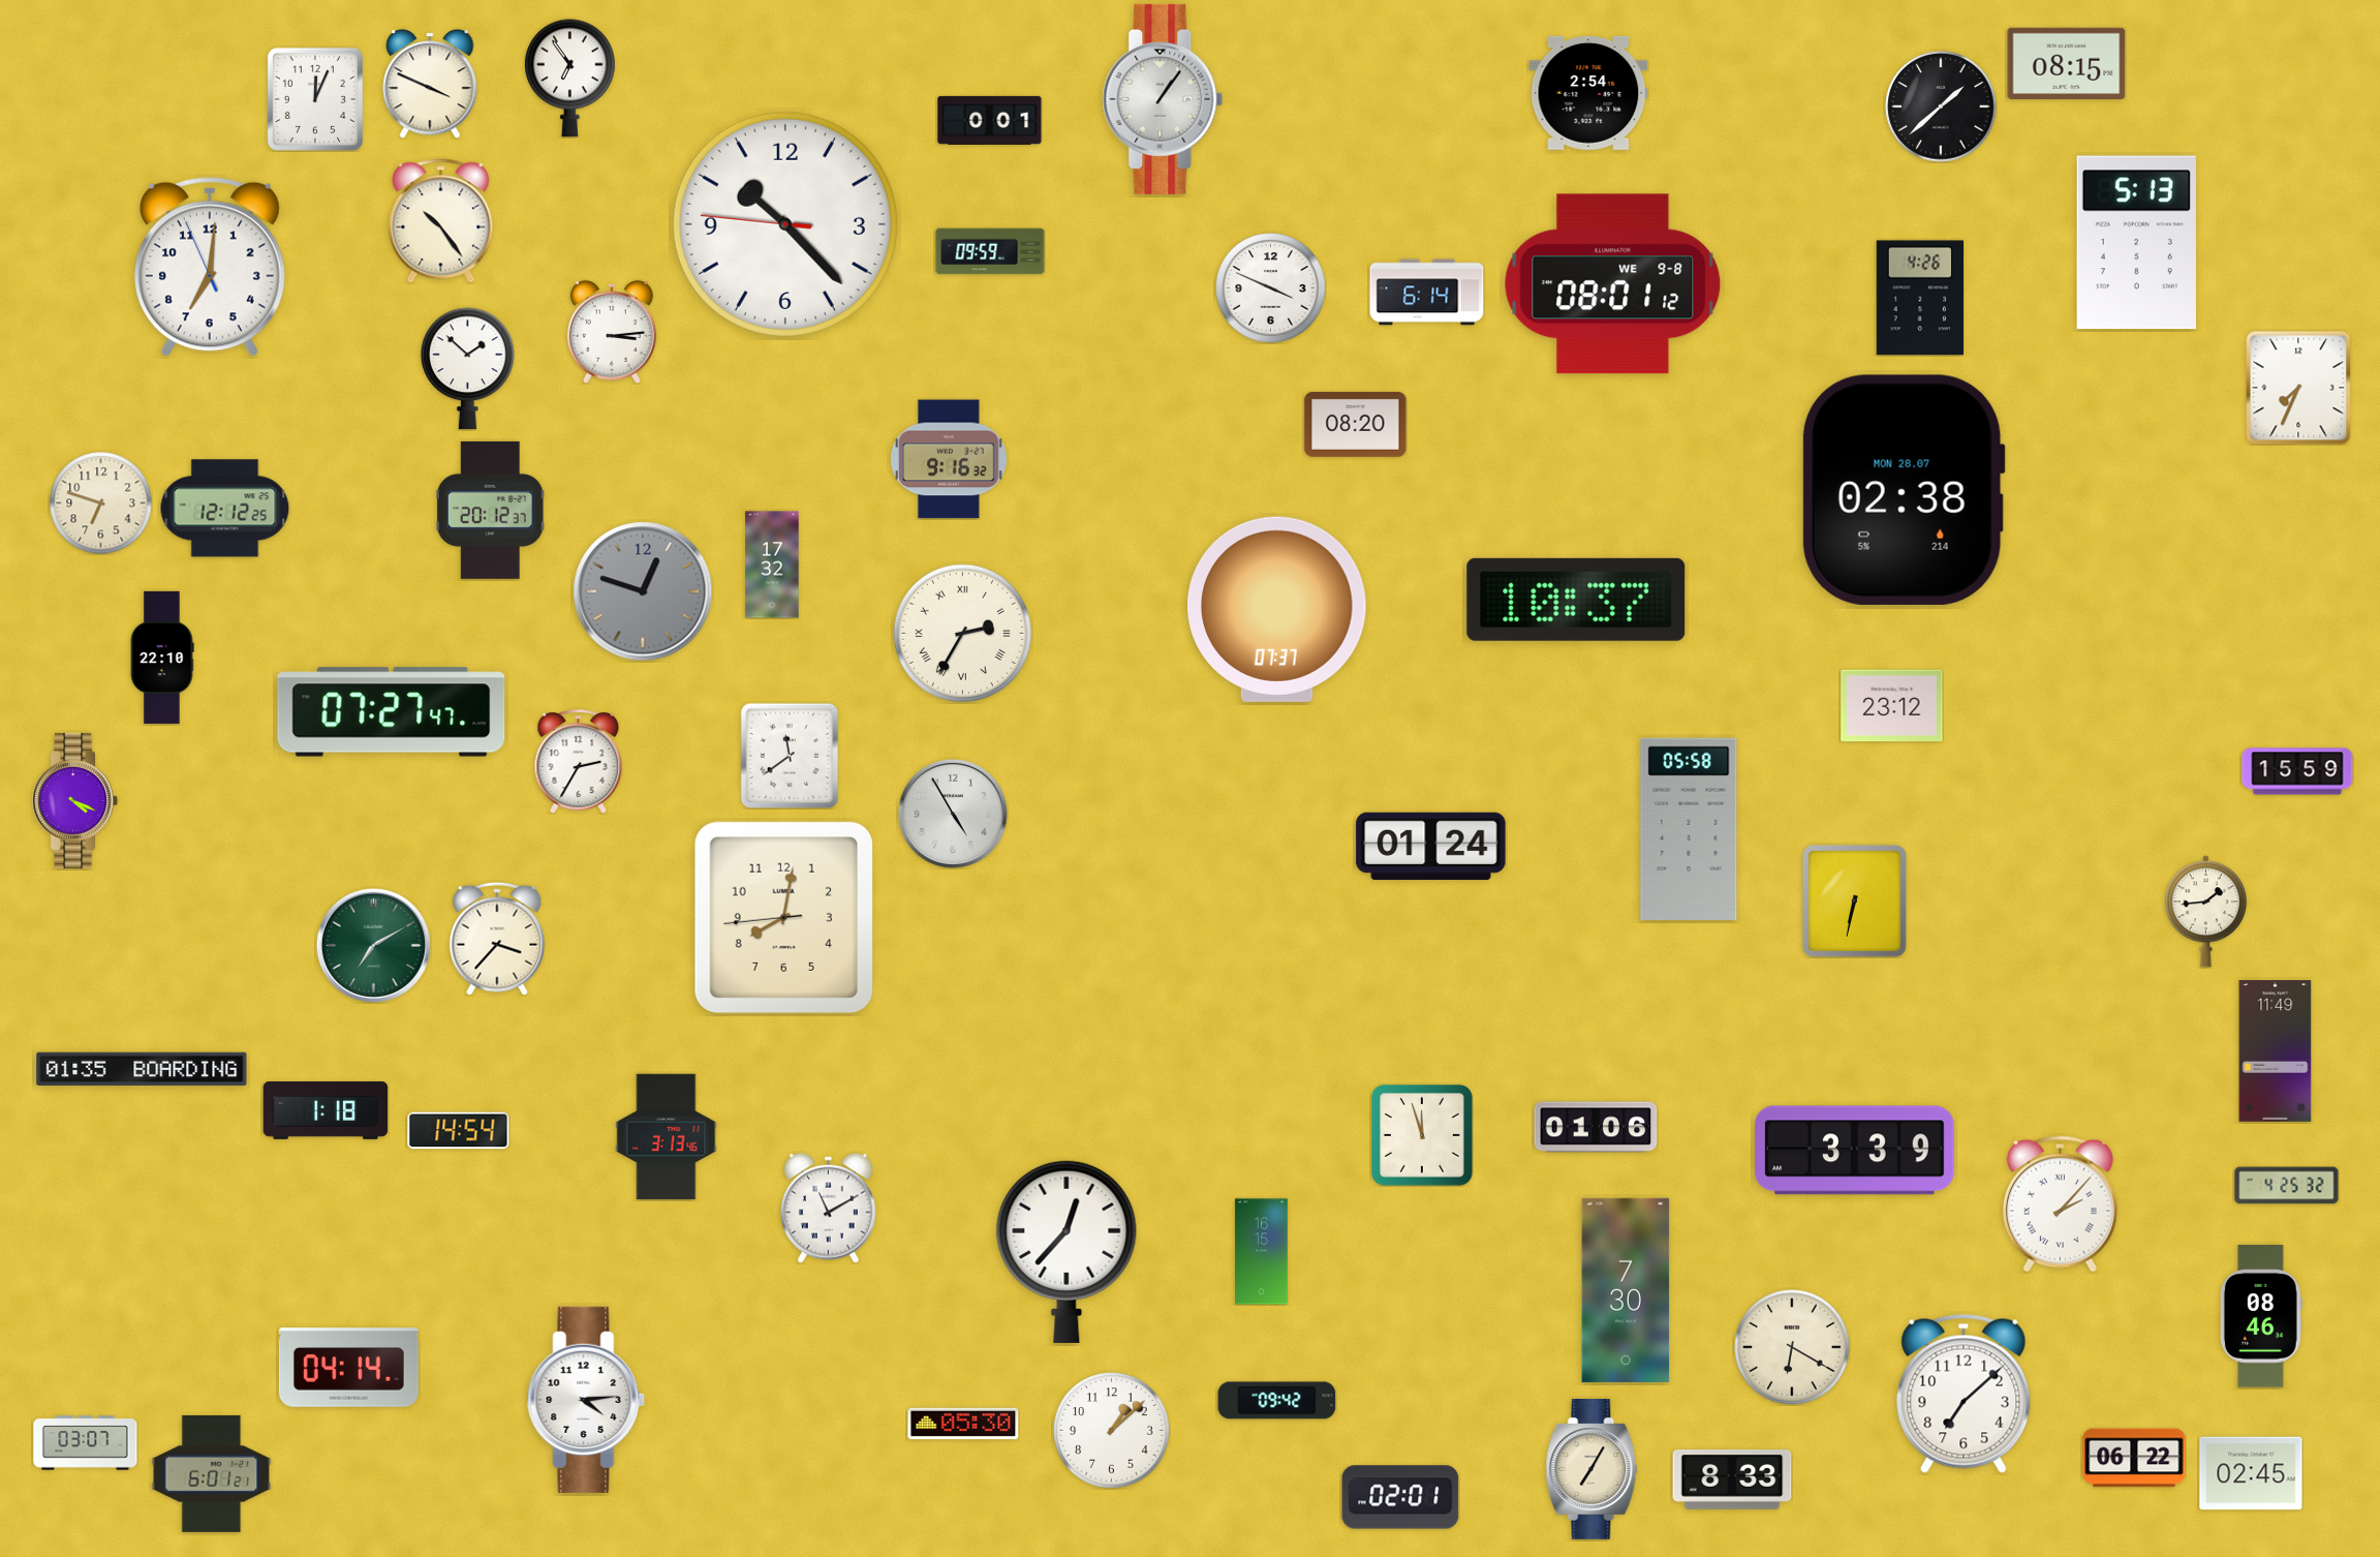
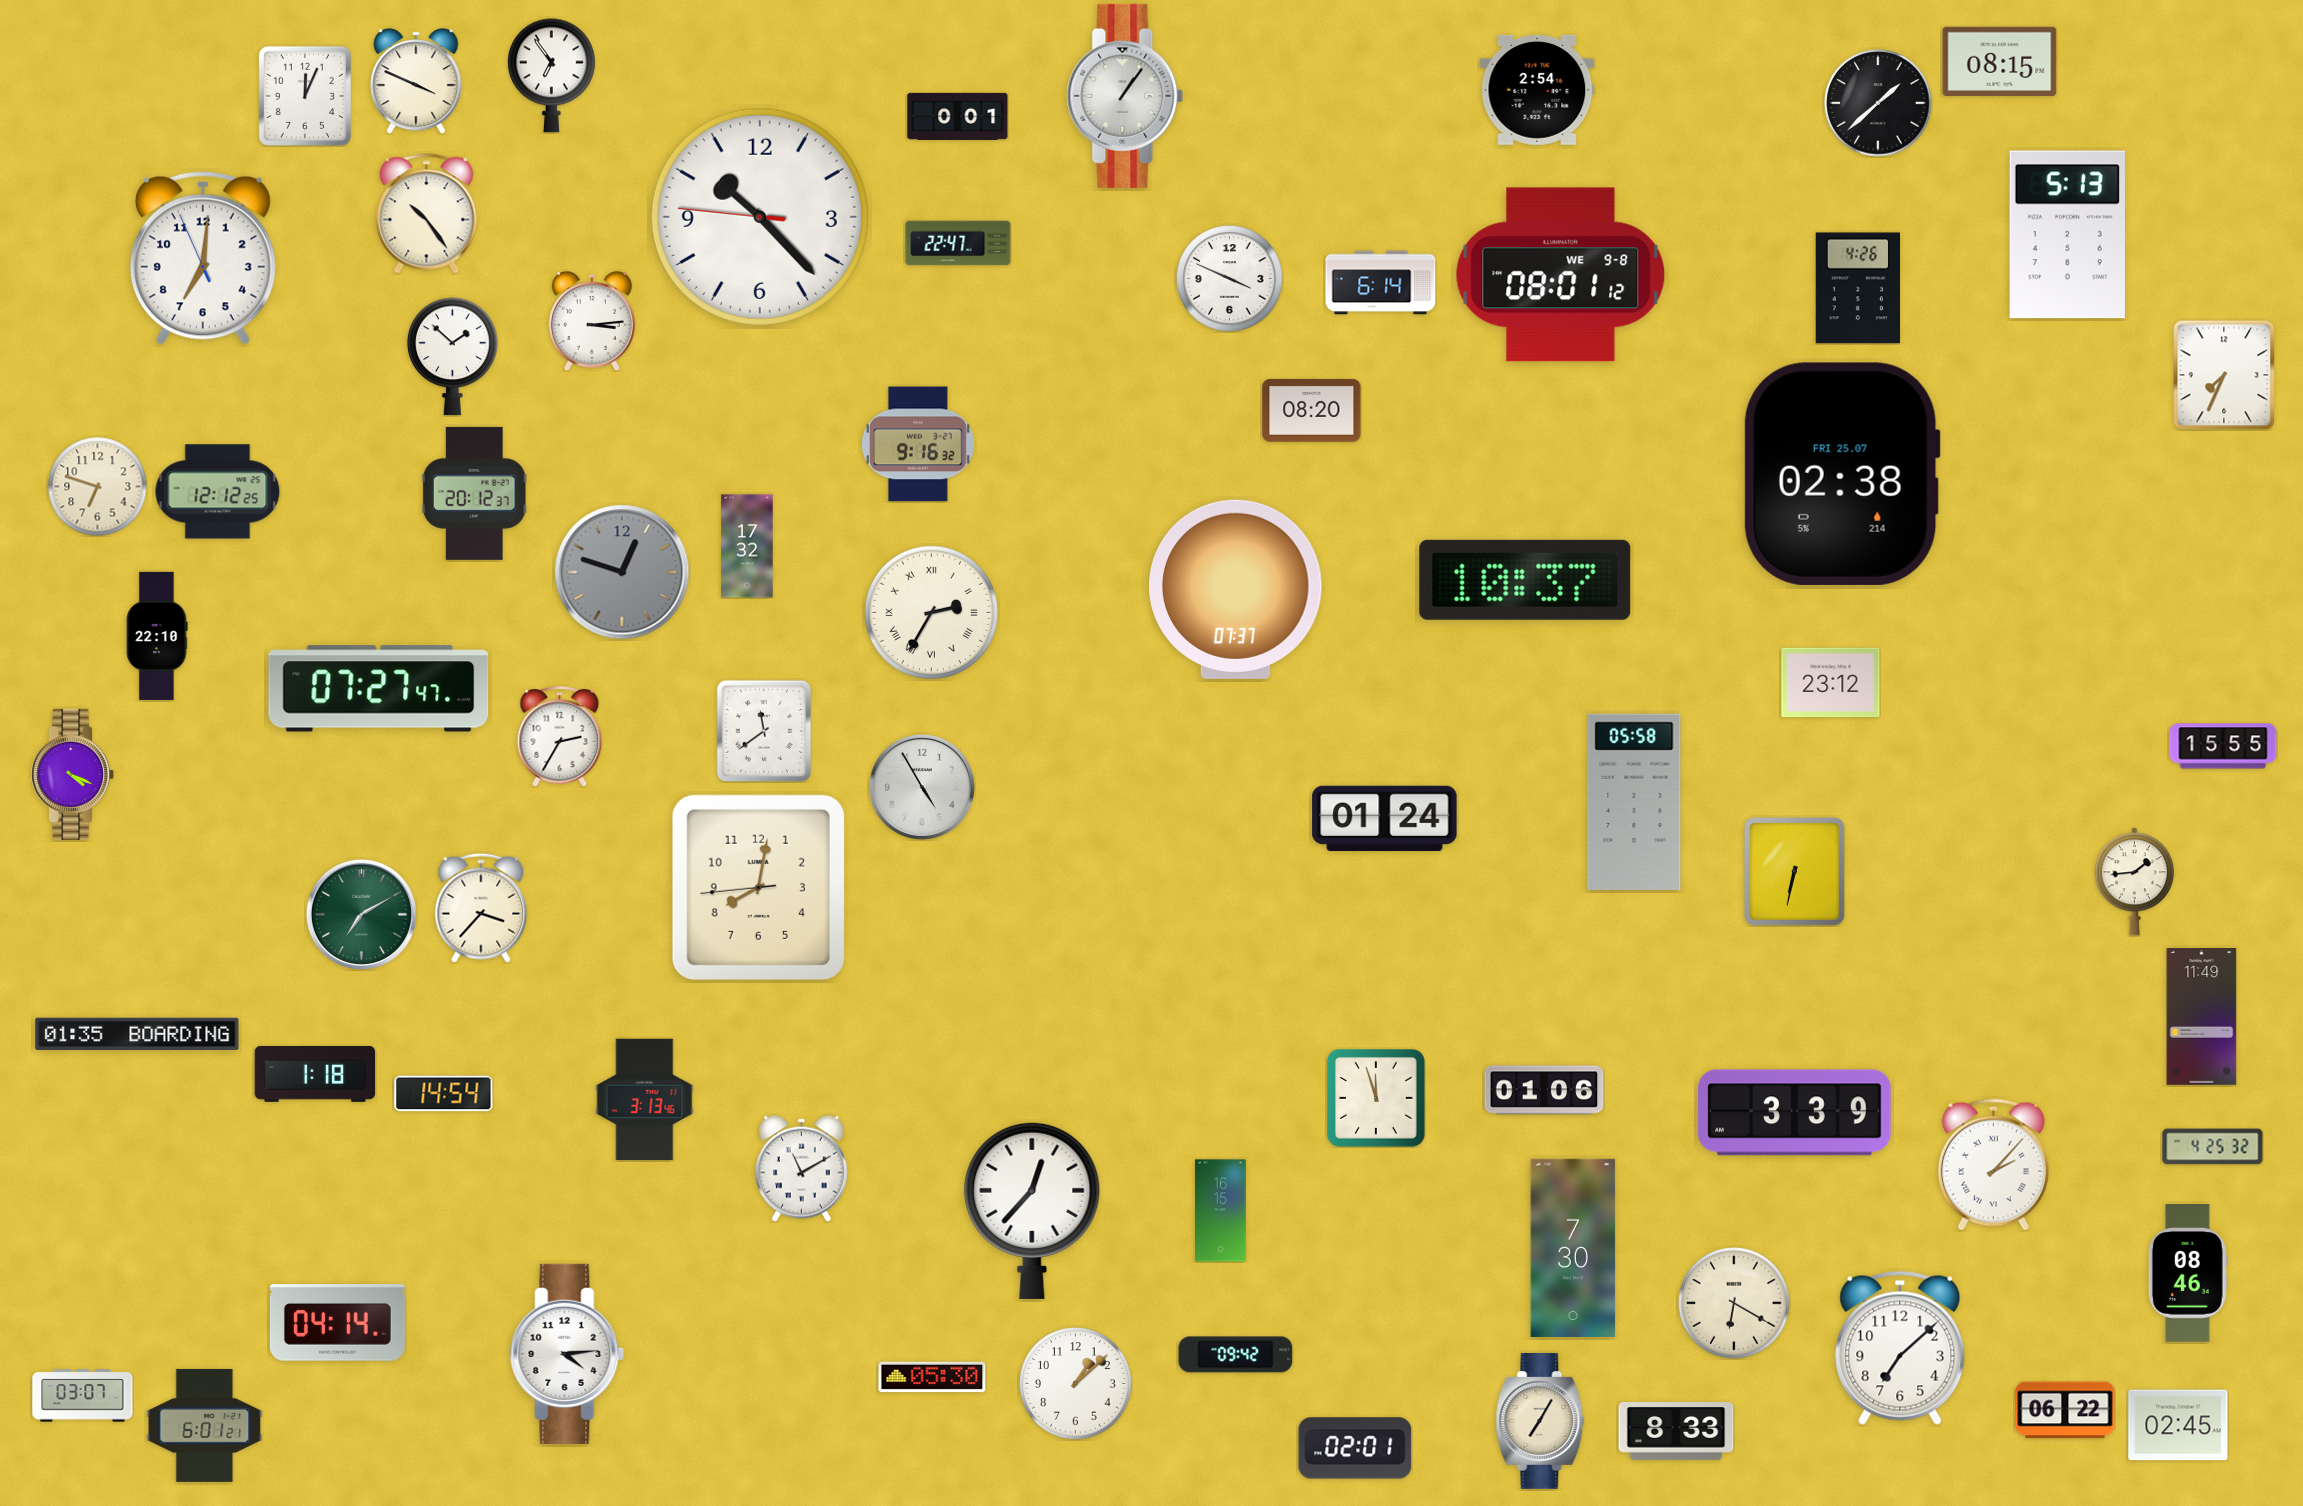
clock at (990, 251): 09:59 -> 22:47
clock at (1904, 490) date: MON 28.07 -> FRI 25.07
clock at (2297, 771): 15:59 -> 15:55
